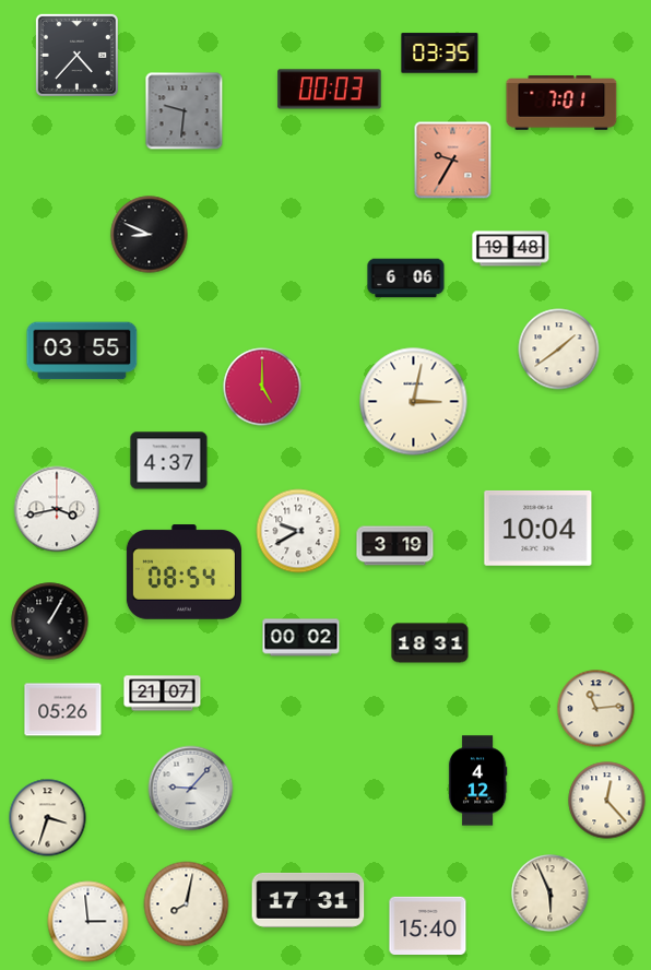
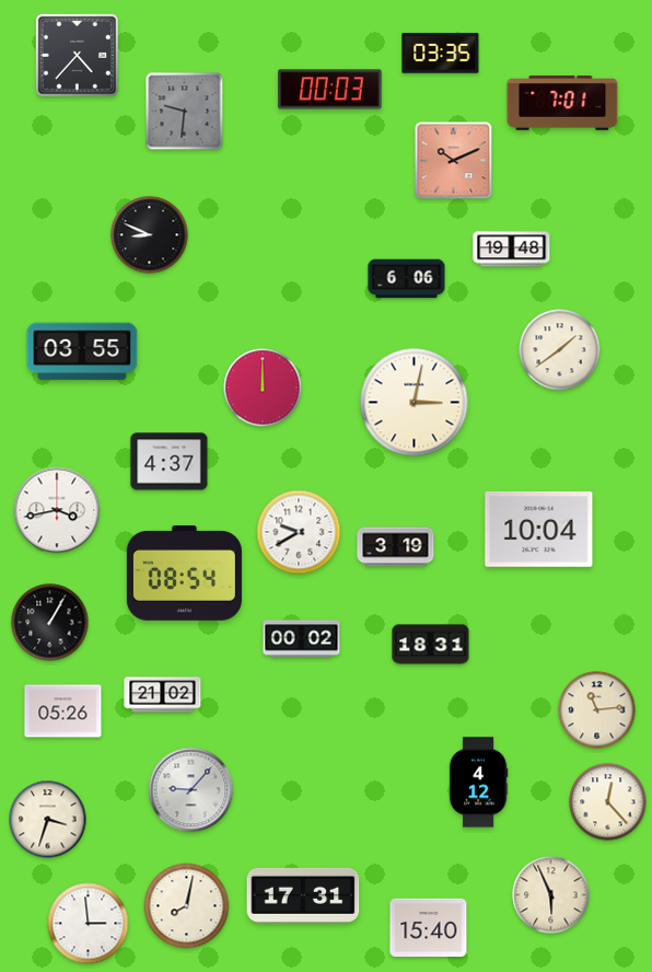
clock at (453, 161): 9:35 -> 10:11
clock at (262, 387): 5:00 -> 12:00
clock at (163, 694): 21:07 -> 21:02
clock at (308, 900) position: (308, 900) -> (303, 895)
